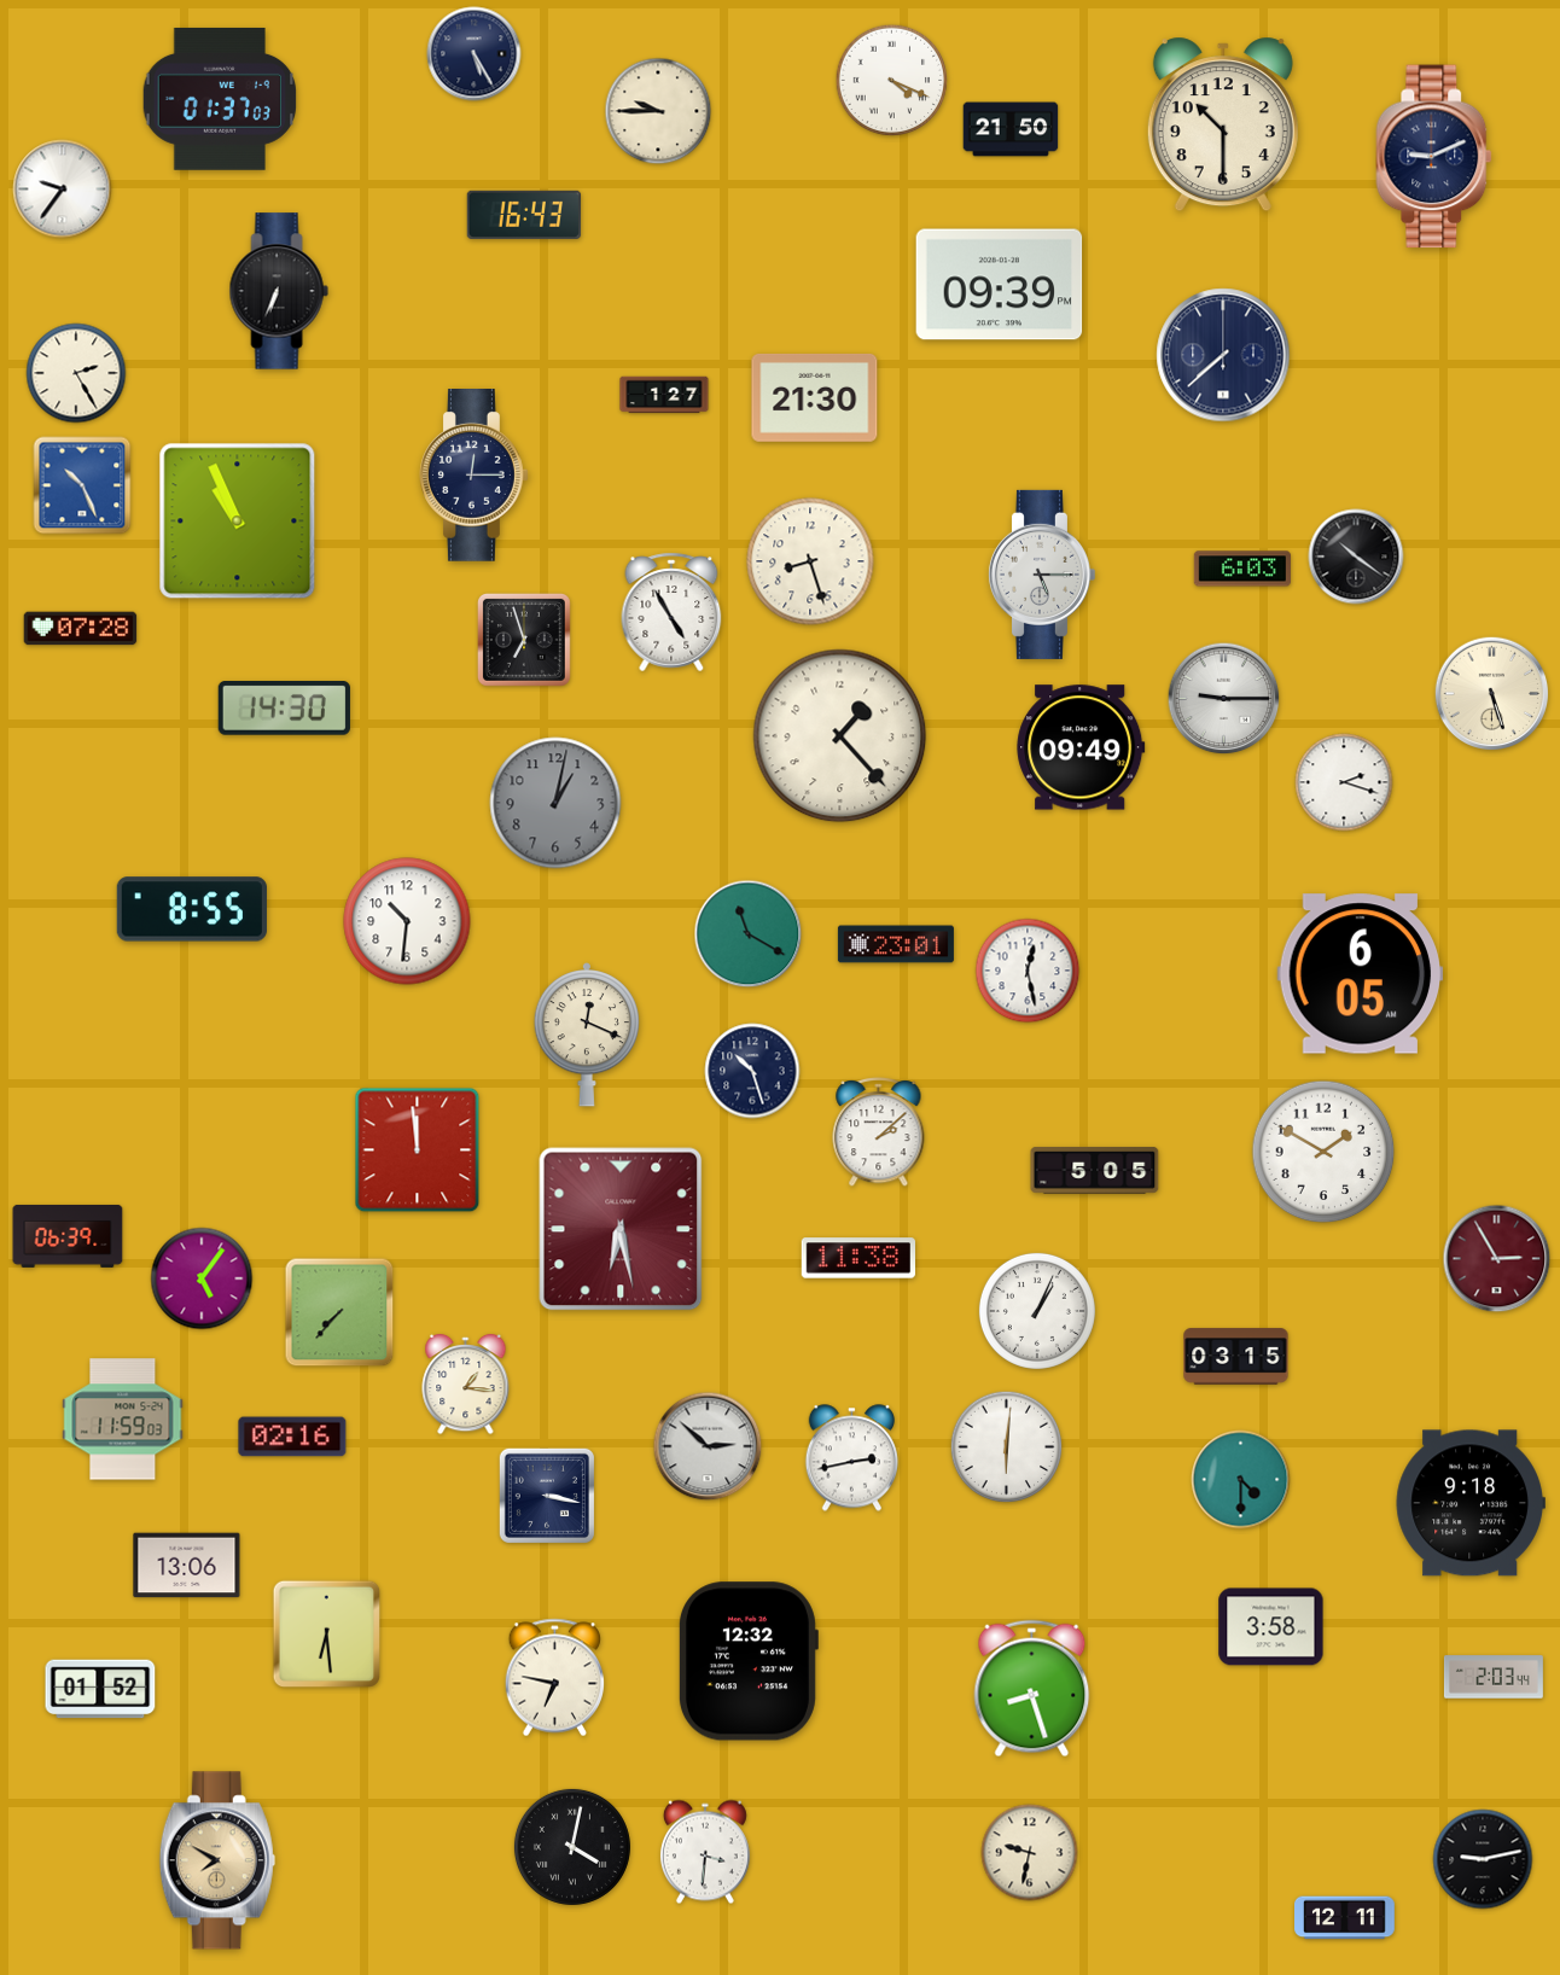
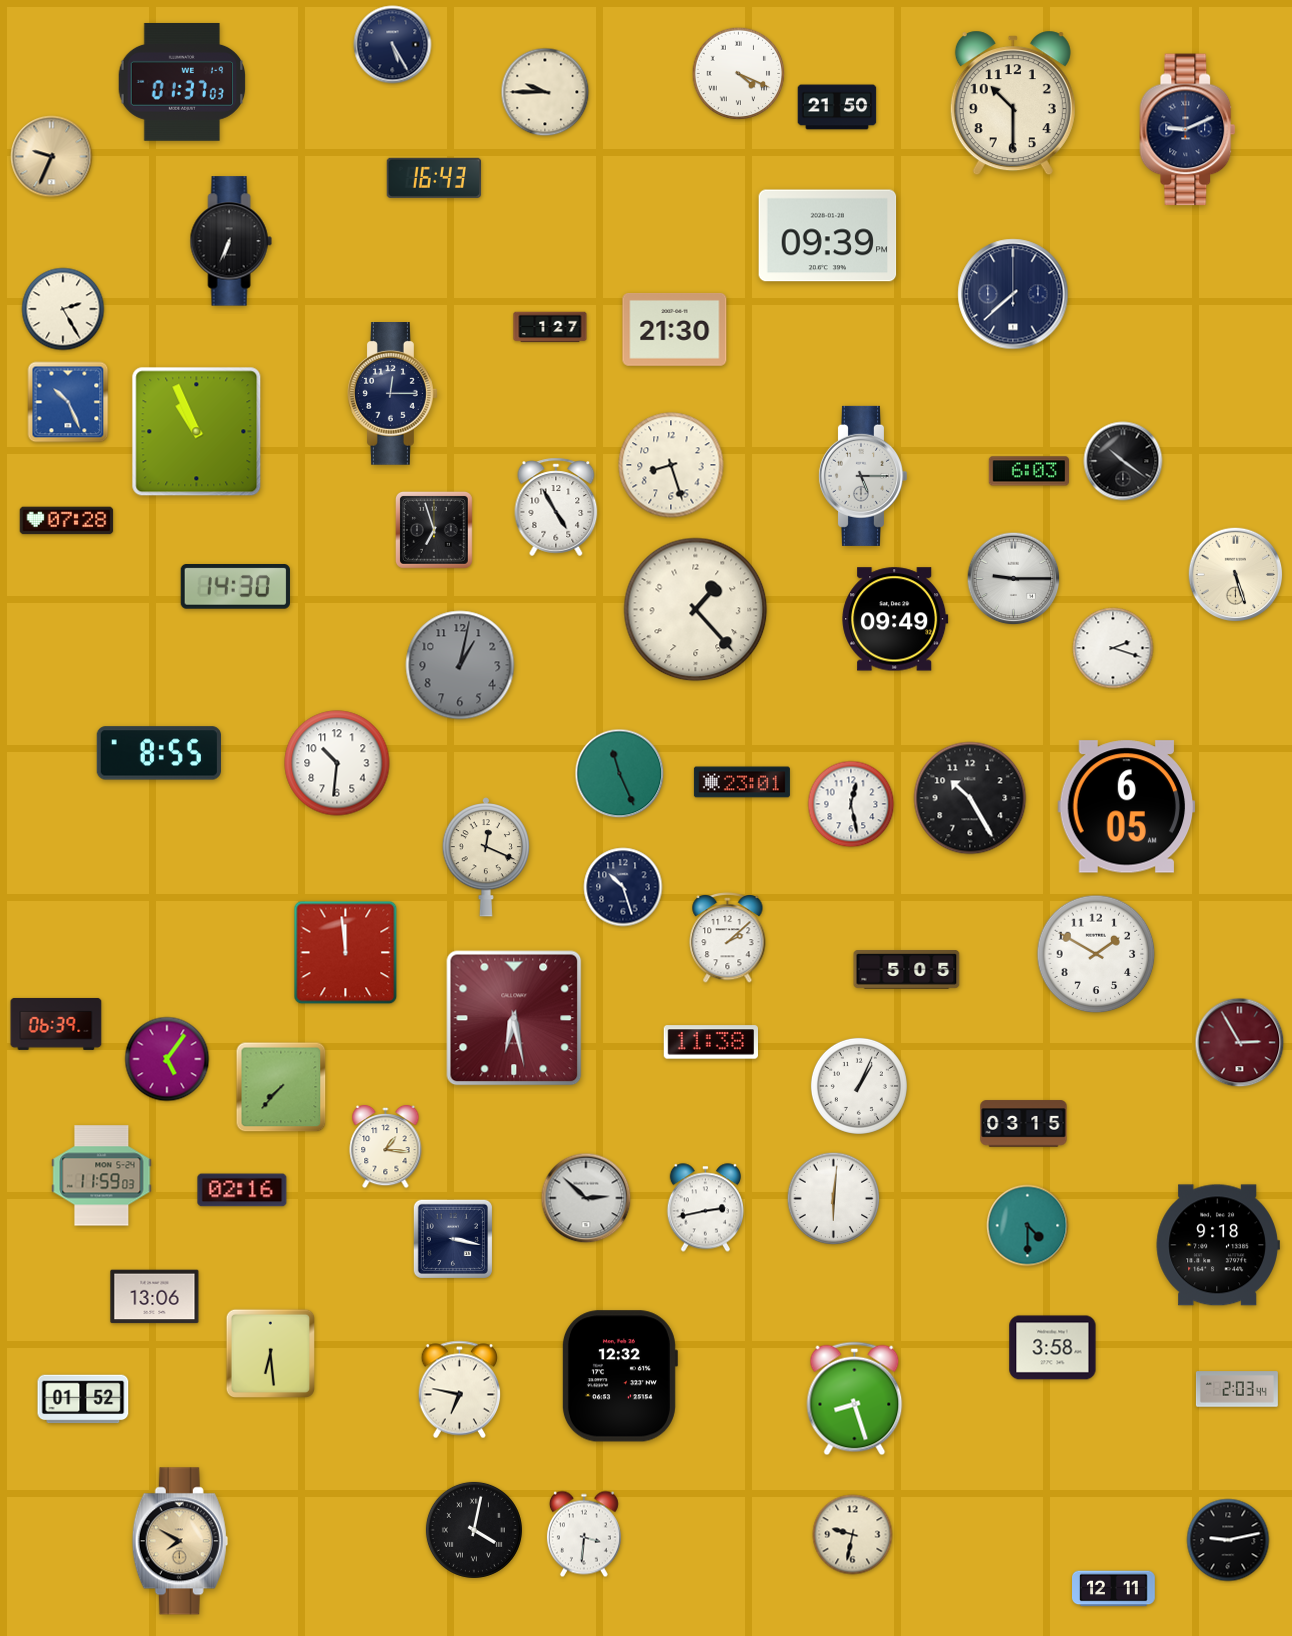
clock at (892, 81) position: (892, 81) -> (739, 74)
clock at (63, 190): 9:36 -> 9:34
clock at (63, 190) dial: white -> champagne
clock at (749, 934): 11:20 -> 11:26
clock at (970, 798): none -> 10:25
